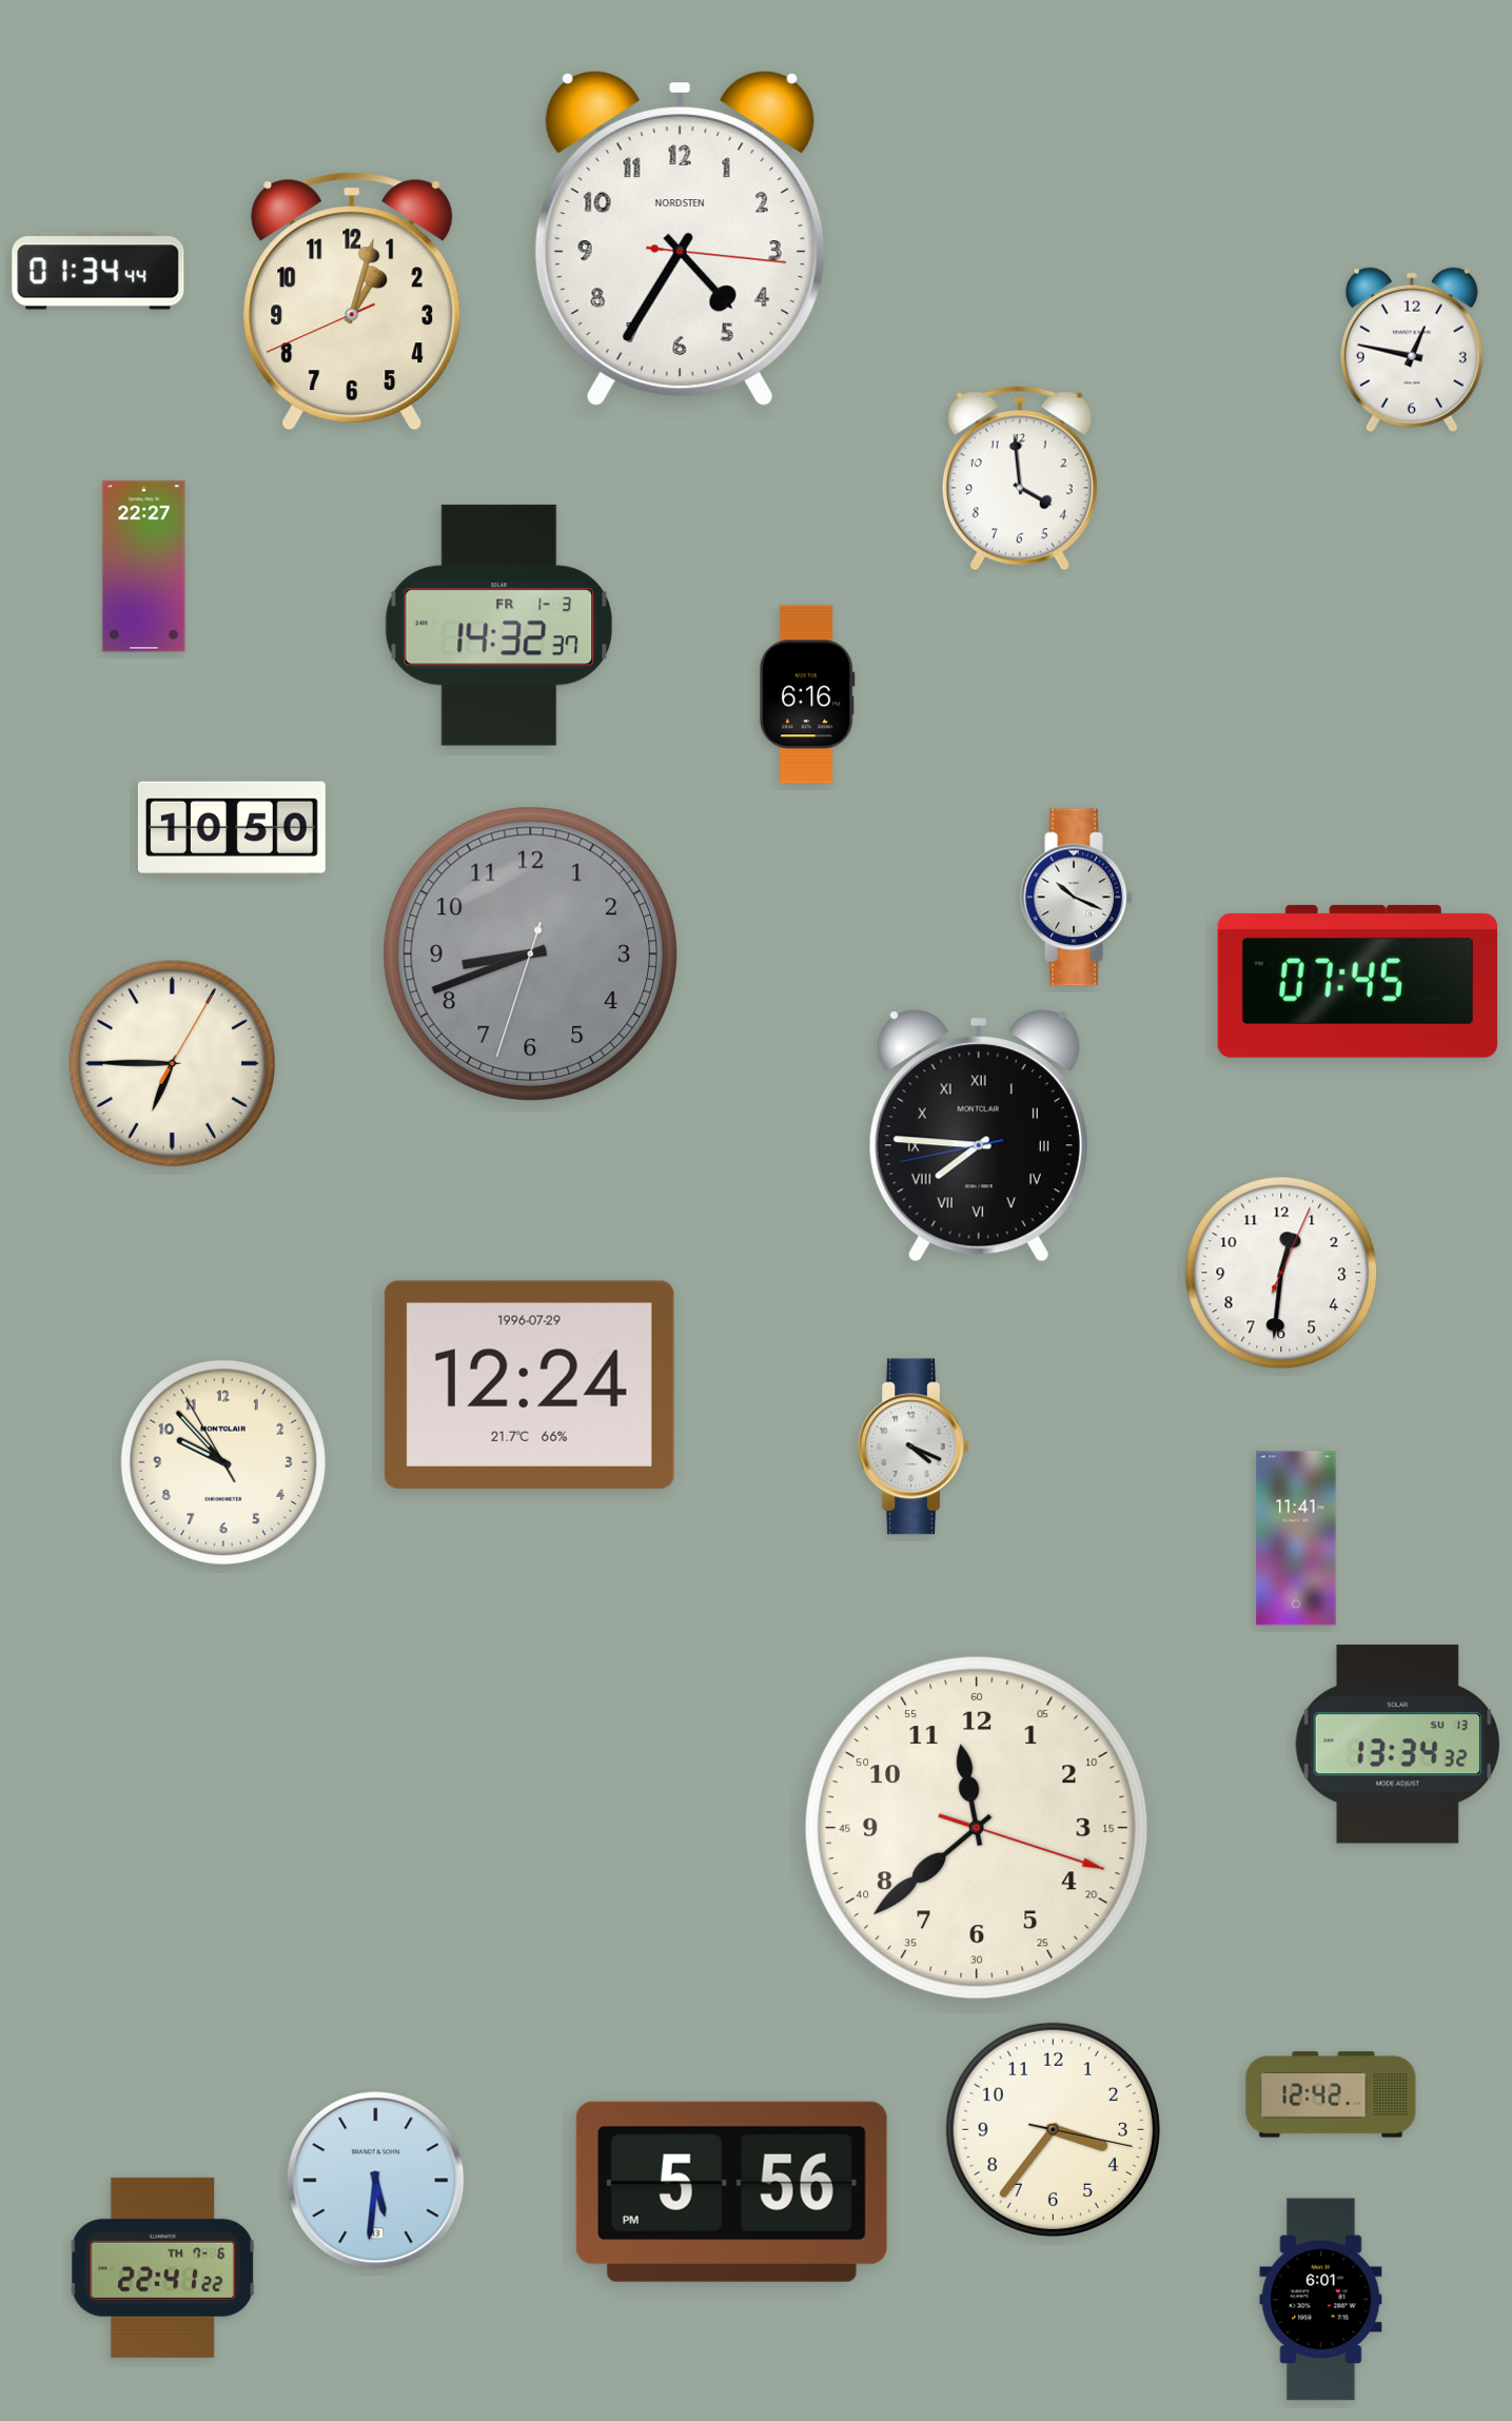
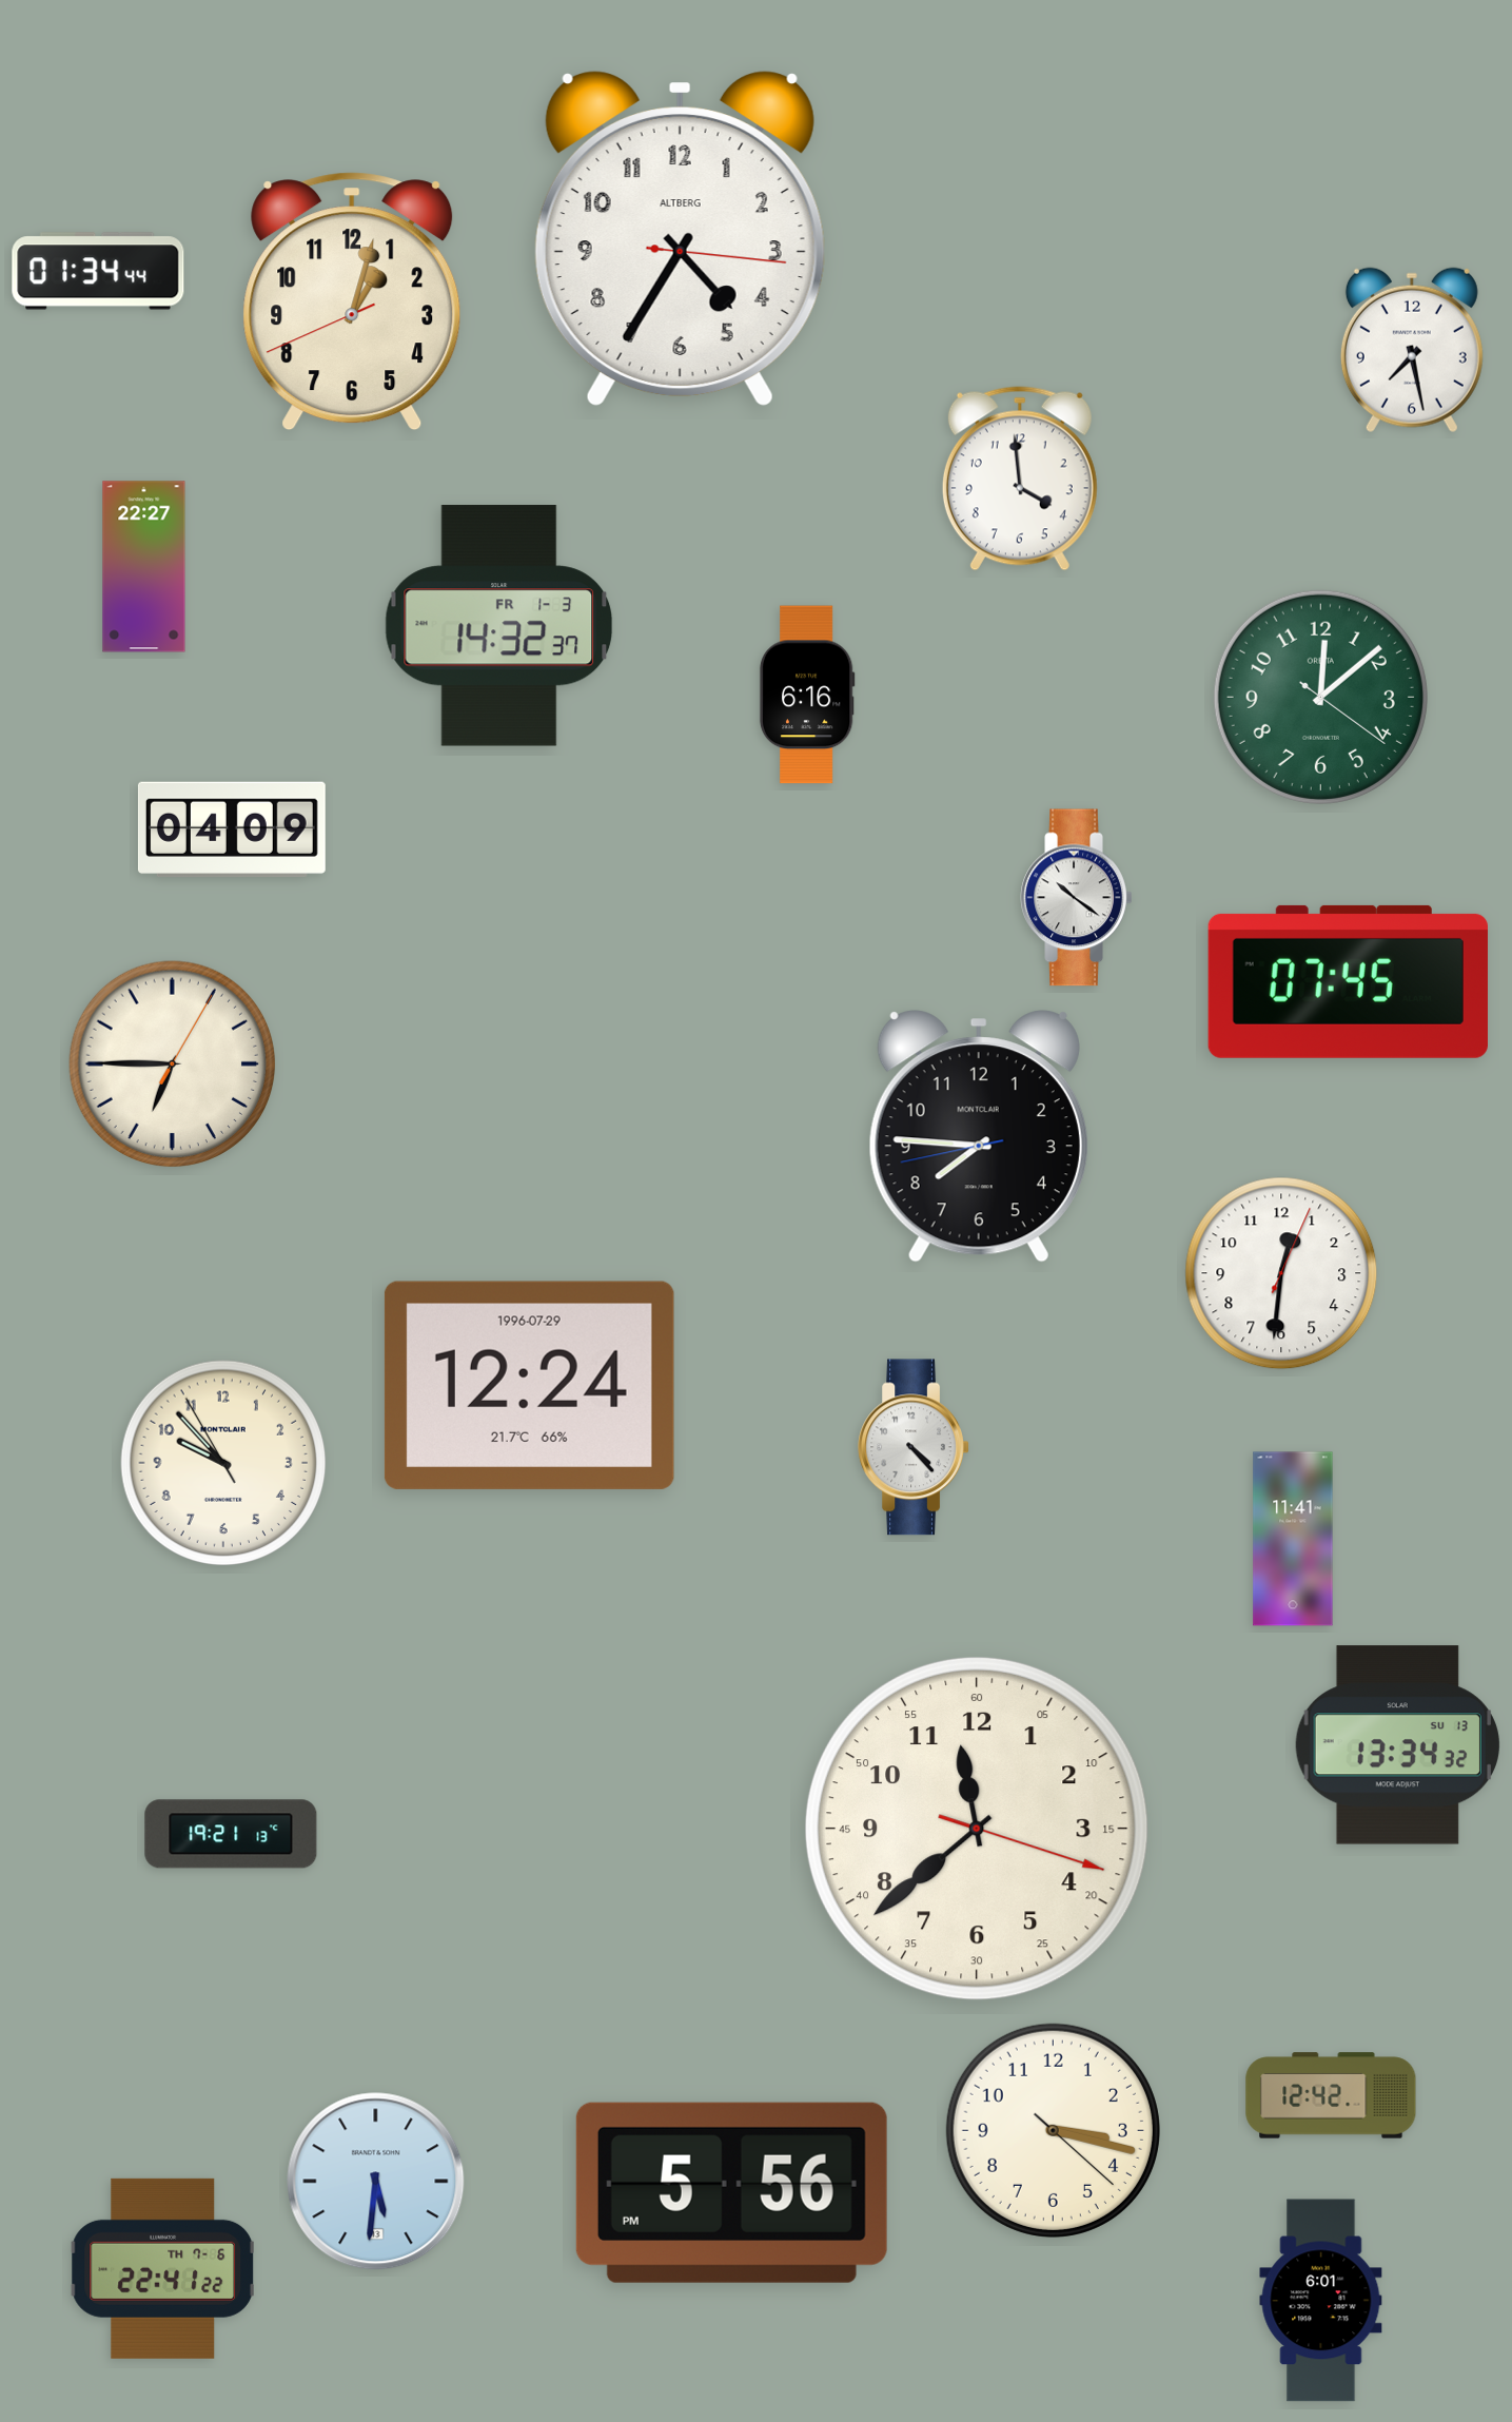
clock at (680, 239) brand: NORDSTEN -> ALTBERG
clock at (1412, 350): 12:47 -> 7:28
clock at (1320, 697): none -> 12:08
clock at (232, 829): 10:50 -> 04:09
clock at (1077, 898): 10:19 -> 10:21
clock at (530, 953): 8:41 -> none
clock at (1357, 981) position: (1357, 981) -> (1348, 981)
clock at (979, 1136) numerals: Roman -> Arabic
clock at (914, 1446): 4:19 -> 4:23
clock at (1296, 1538) position: (1296, 1538) -> (1293, 1539)
clock at (231, 1834): none -> 19:21
clock at (1053, 2129): 3:36 -> 3:17
